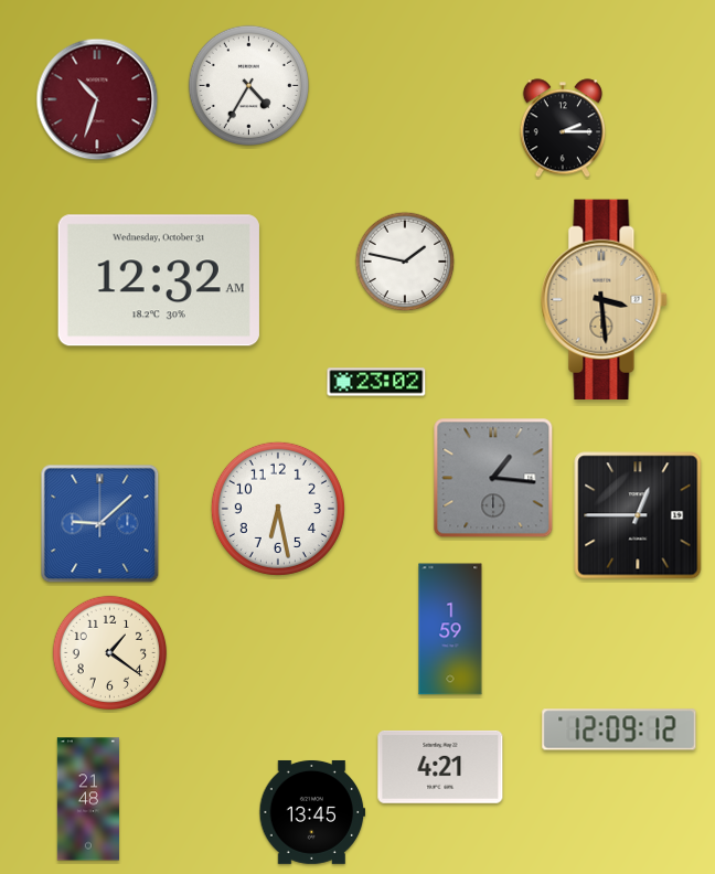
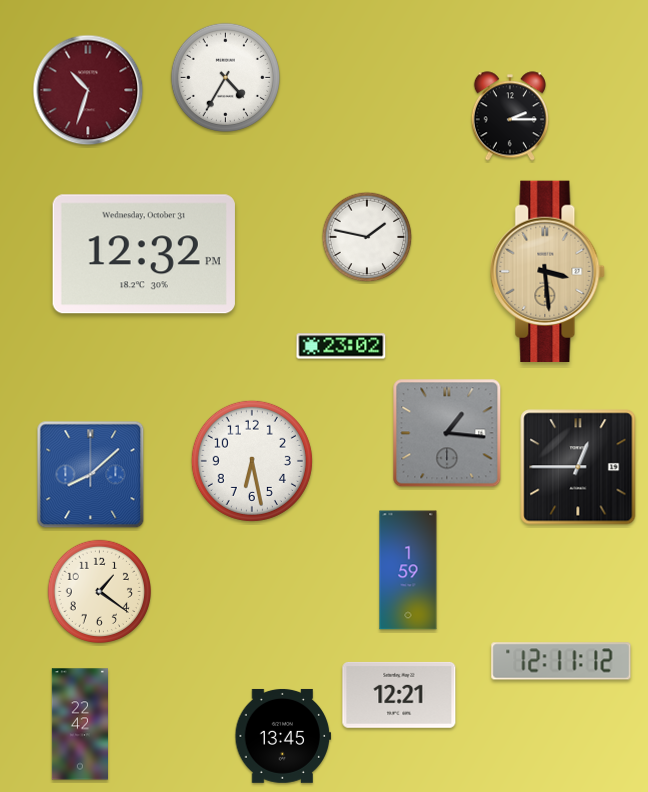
clock at (159, 280): 12:32 AM -> 12:32 PM
clock at (100, 524): 9:08 -> 8:08
clock at (619, 729): 12:09 -> 12:11
clock at (440, 767): 4:21 -> 12:21
clock at (87, 799): 21:48 -> 22:42
